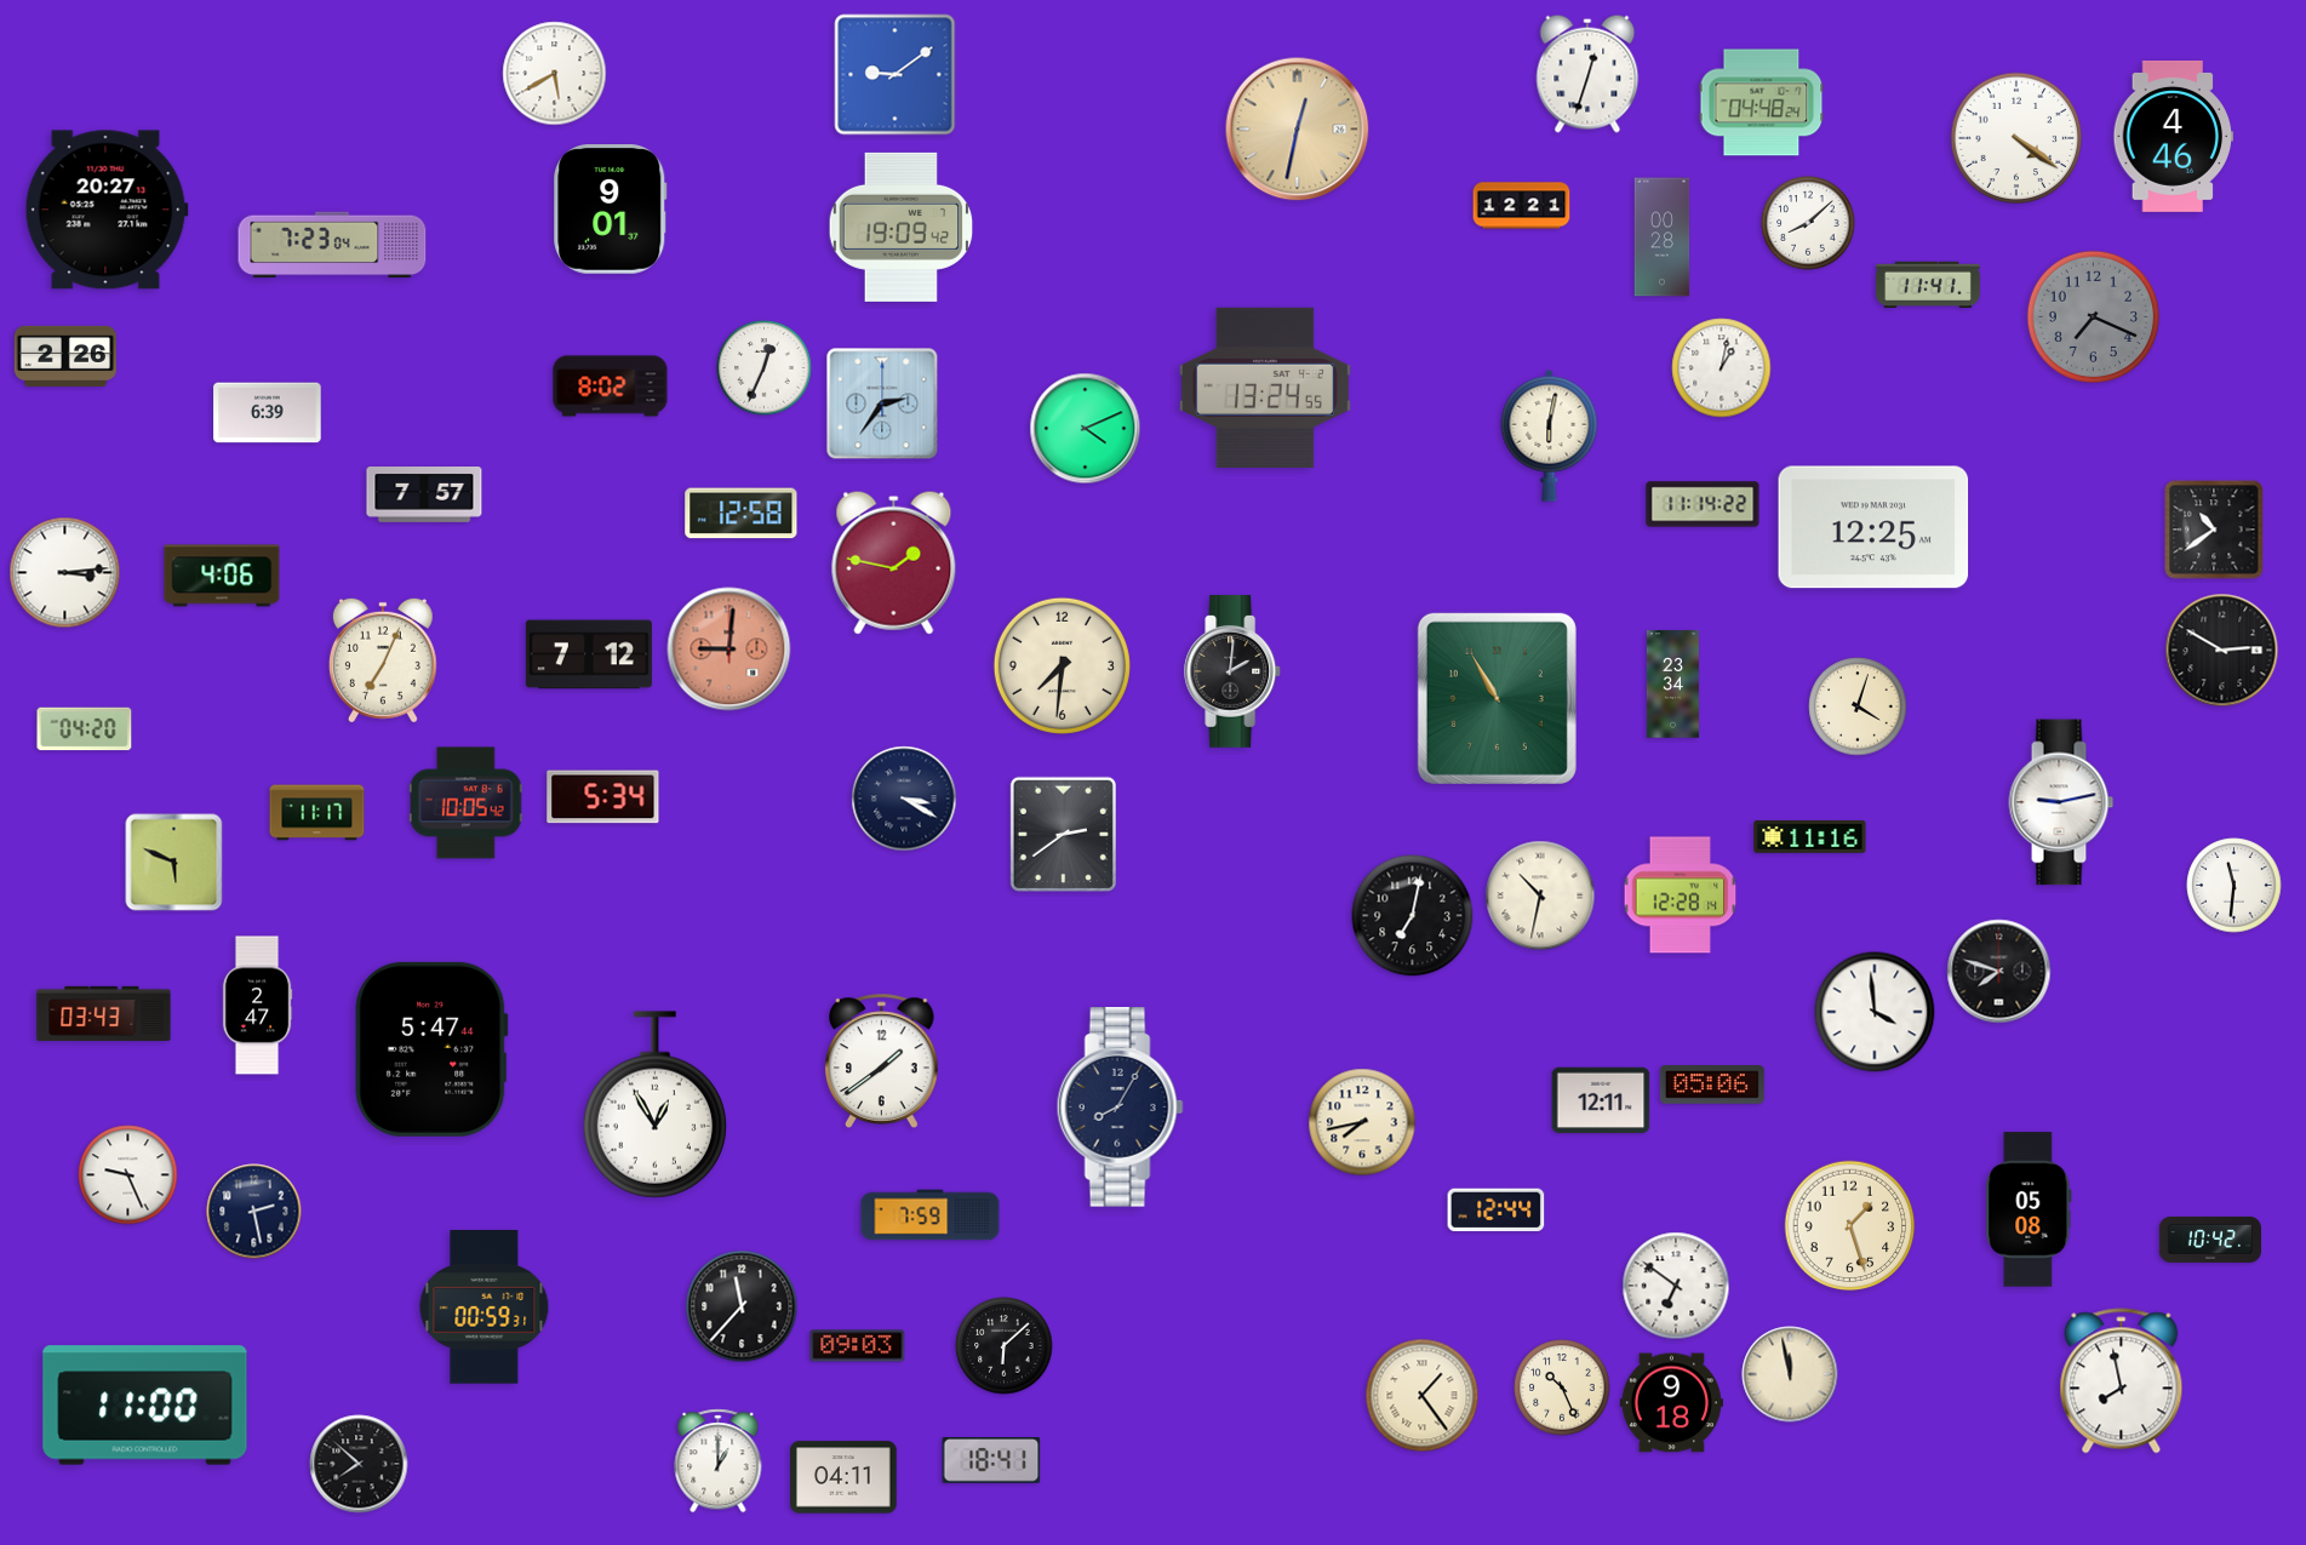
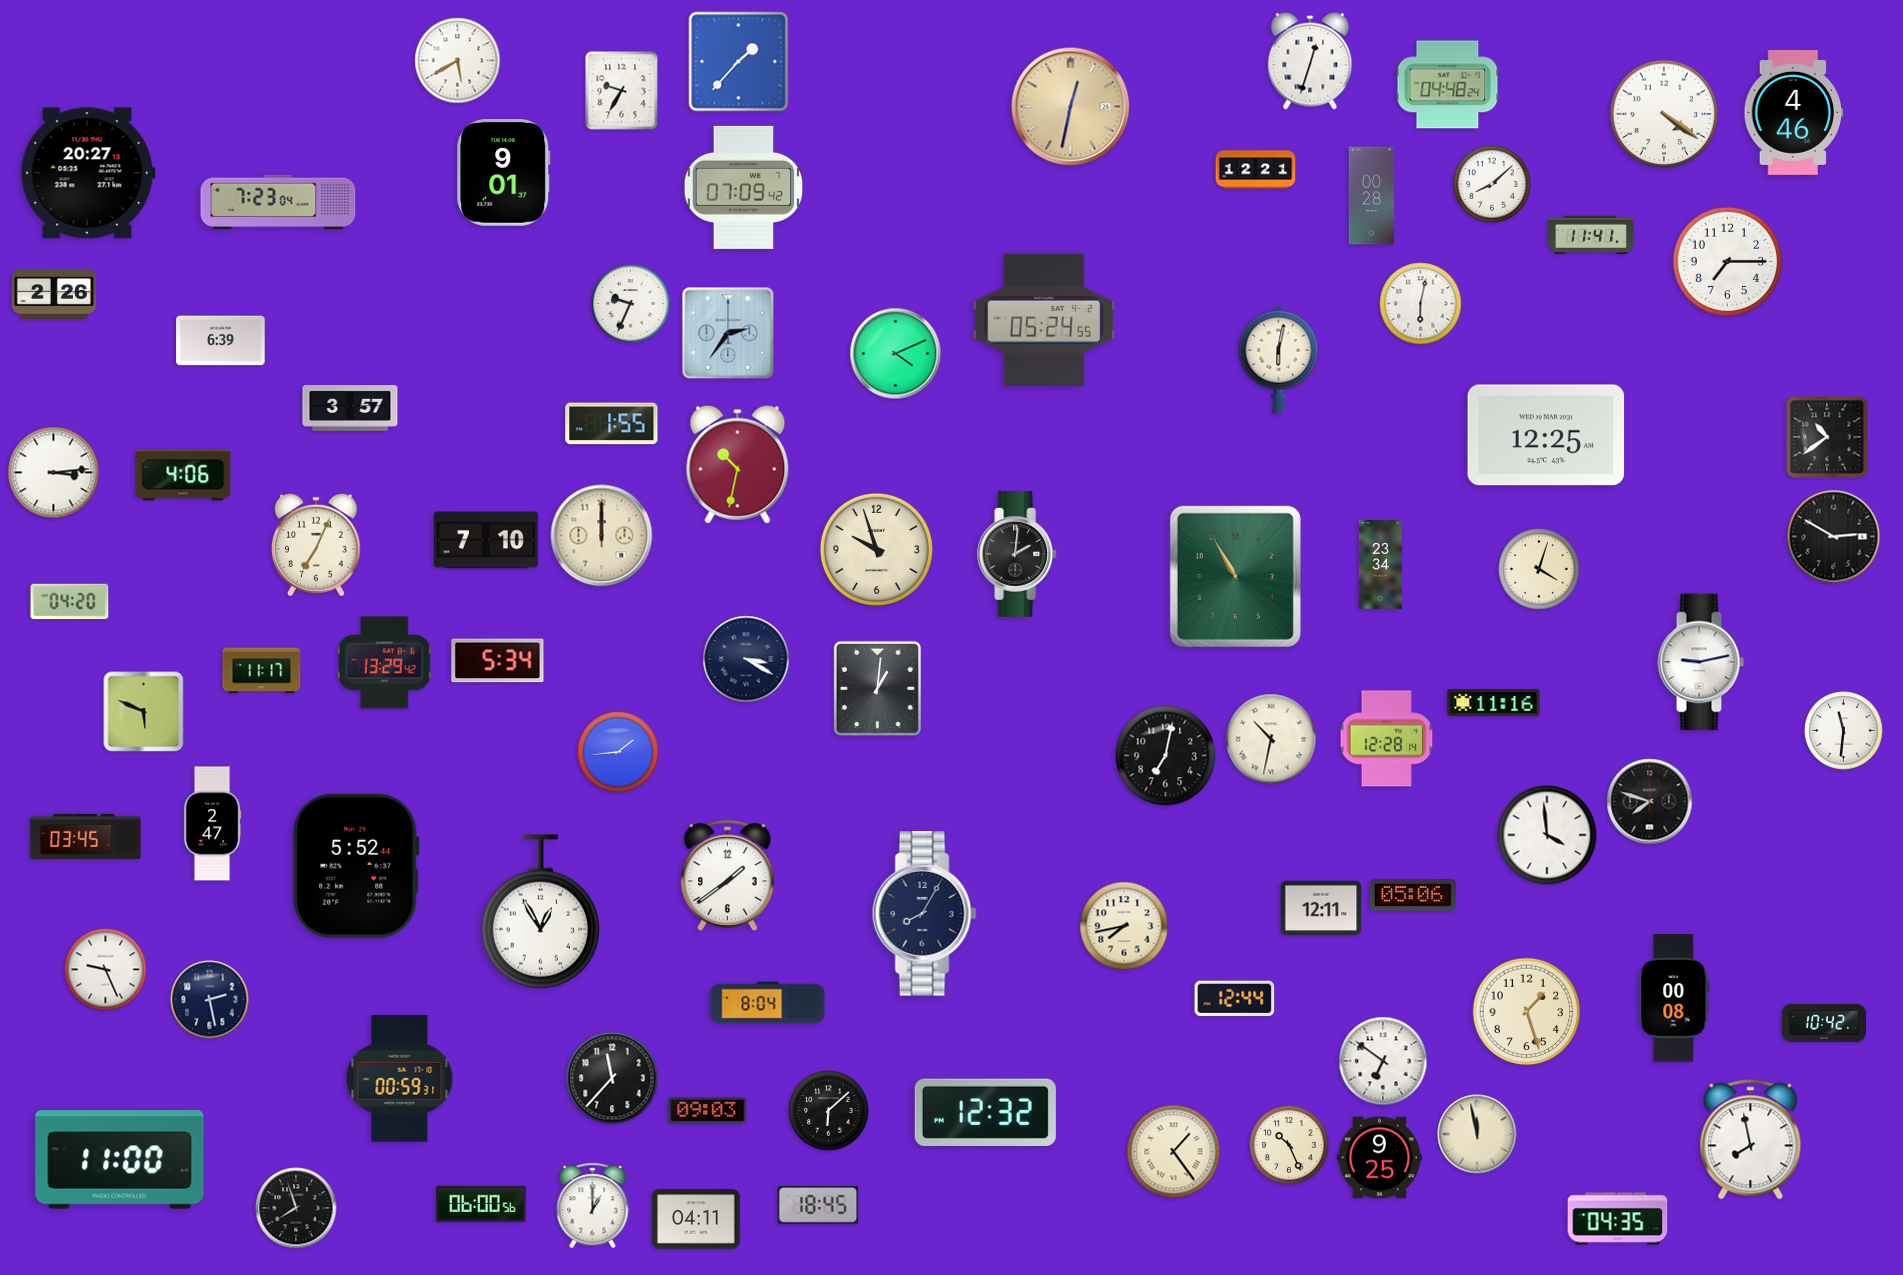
clock at (895, 75): 9:09 -> 1:37
clock at (1762, 103) position: (1762, 103) -> (1448, 85)
clock at (622, 91): none -> 9:35
clock at (902, 227): 19:09 -> 07:09
clock at (332, 245) position: (332, 245) -> (278, 202)
clock at (2094, 317): 7:19 -> 7:15
clock at (2094, 317) dial: grey -> white
clock at (765, 368): 12:34 -> 9:34
clock at (1722, 368): 1:02 -> 6:02
clock at (611, 387): 8:02 -> none
clock at (1265, 387): 13:24 -> 05:24
clock at (424, 496): 7:57 -> 3:57
clock at (1703, 504): 11:14 -> none
clock at (742, 514): 12:58 -> 1:55
clock at (894, 562): 1:47 -> 10:32
clock at (729, 650): 9:01 -> 12:00
clock at (729, 650) dial: salmon -> cream
clock at (589, 654): 7:12 -> 7:10
clock at (1062, 665): 7:31 -> 9:57
clock at (1858, 706) position: (1858, 706) -> (1539, 569)
clock at (603, 797) position: (603, 797) -> (498, 661)
clock at (465, 803): 10:05 -> 13:29
clock at (1063, 834): 2:39 -> 1:01
clock at (1810, 837) position: (1810, 837) -> (1494, 703)
clock at (618, 752): none -> 1:44
clock at (257, 1006) position: (257, 1006) -> (212, 824)
clock at (104, 1013): 03:43 -> 03:45
clock at (431, 1049): 5:47 -> 5:52
clock at (2029, 1209): 05:08 -> 00:08
clock at (931, 1215): 7:59 -> 8:04
clock at (985, 1112): none -> 12:32
clock at (1671, 1403): 9:18 -> 9:25
clock at (481, 1204): none -> 06:00
clock at (991, 1461): 18:41 -> 18:45
clock at (359, 1464): 7:52 -> 7:57
clock at (1618, 1219): none -> 04:35
